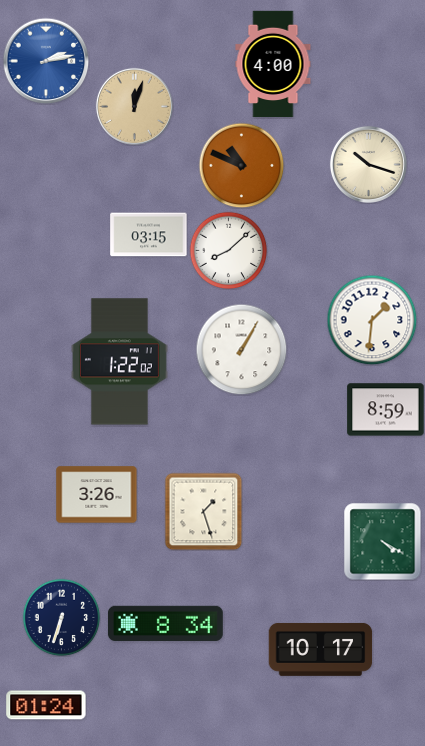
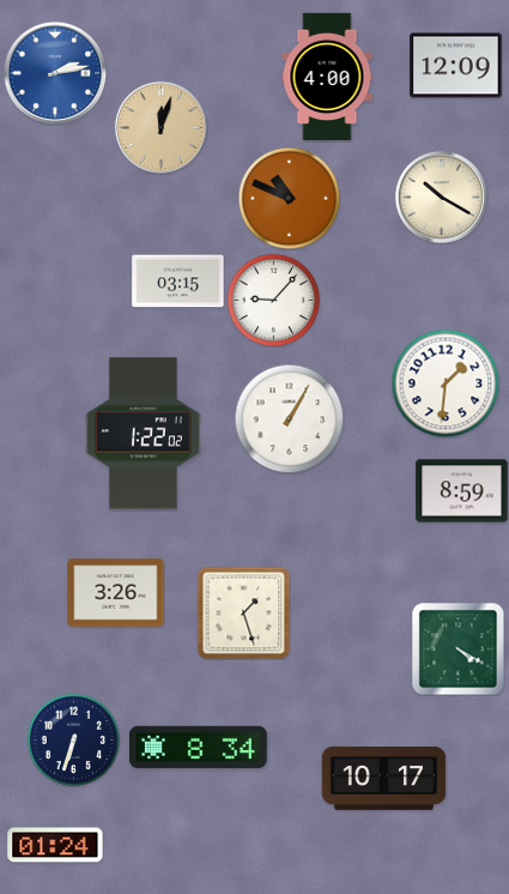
clock at (456, 66): none -> 12:09
clock at (368, 164): 10:18 -> 10:20
clock at (228, 250): 8:08 -> 9:07
